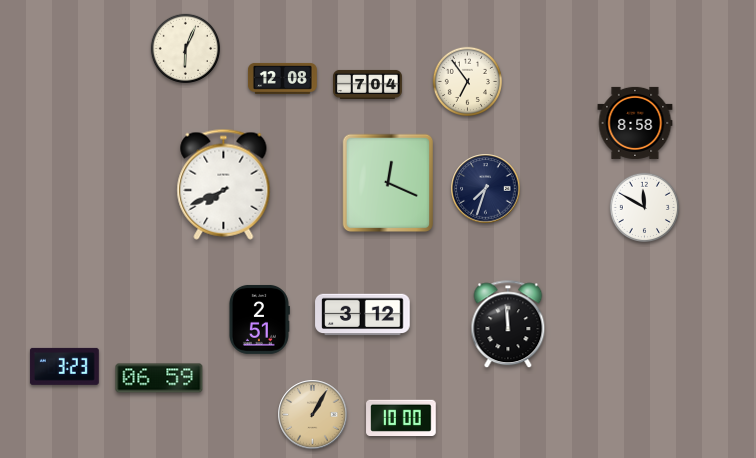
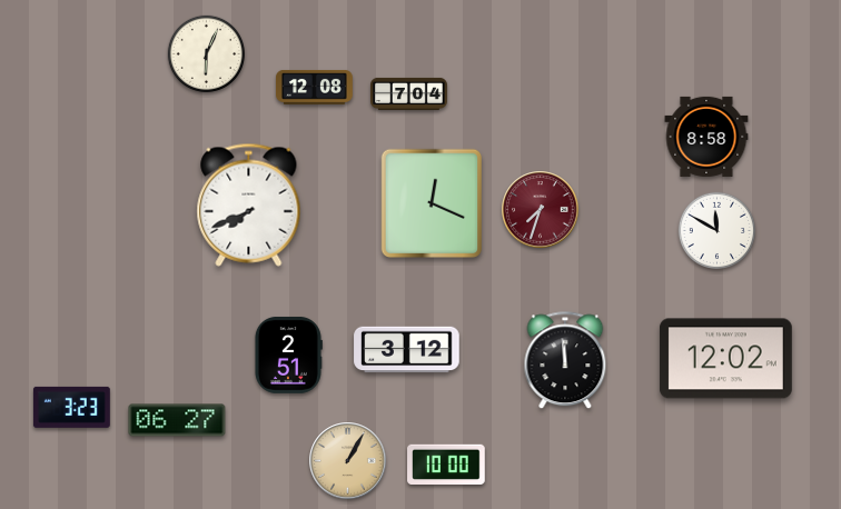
clock at (467, 81): 6:54 -> none
clock at (486, 189) dial: navy -> burgundy
clock at (363, 315) position: (363, 315) -> (407, 350)
clock at (725, 359): none -> 12:02
clock at (159, 378): 06:59 -> 06:27
